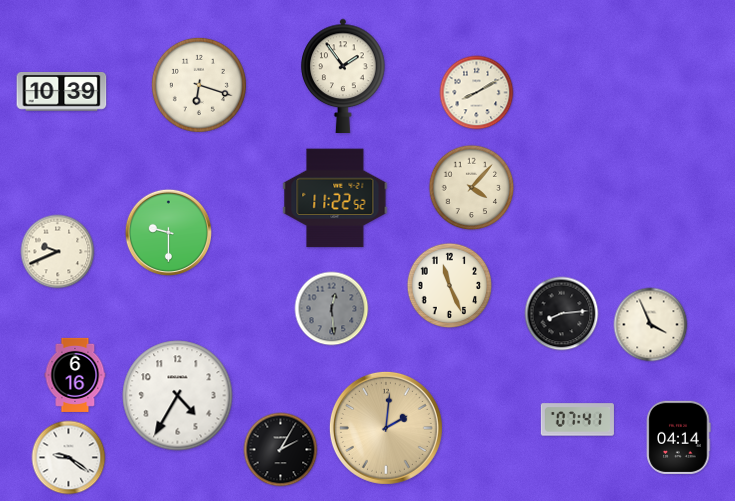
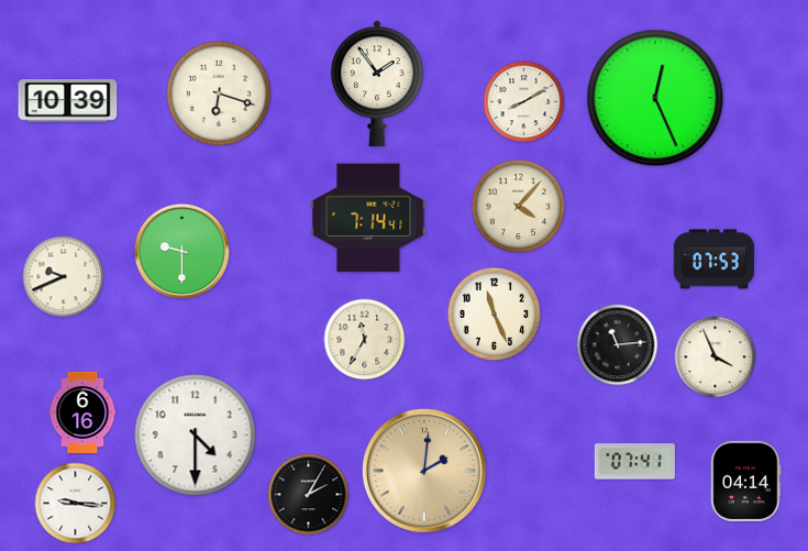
clock at (655, 98): none -> 12:26
clock at (335, 198): 11:22 -> 7:14
clock at (168, 232) position: (168, 232) -> (181, 251)
clock at (713, 260): none -> 07:53
clock at (332, 309): 12:29 -> 11:35
clock at (332, 309) dial: grey -> cream
clock at (562, 314): 8:14 -> 11:14
clock at (178, 396): 4:35 -> 4:30
clock at (69, 458): 9:21 -> 9:16
